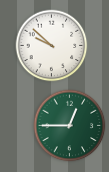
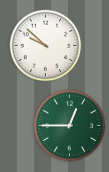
clock at (52, 46) position: (52, 46) -> (46, 46)
